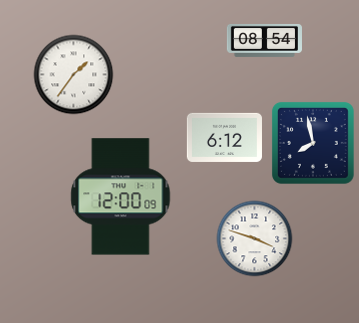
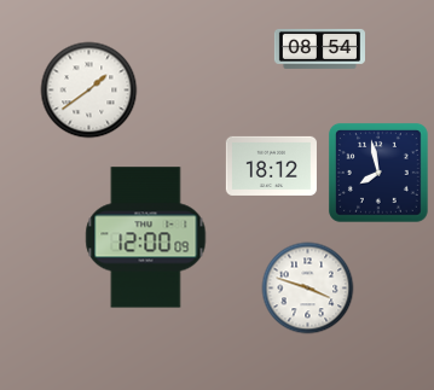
clock at (74, 75): 1:36 -> 1:39
clock at (224, 137): 6:12 -> 18:12
